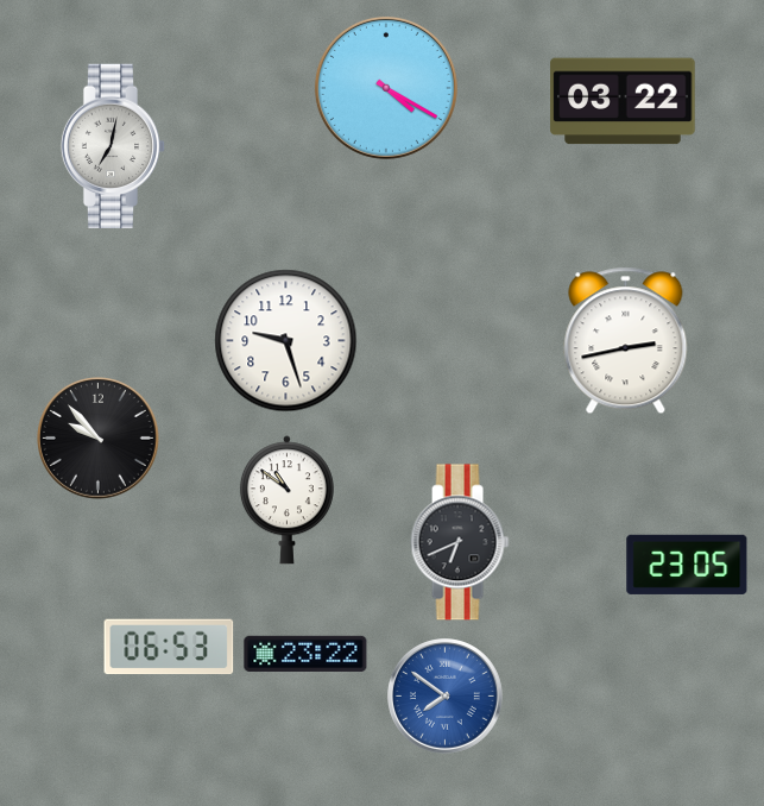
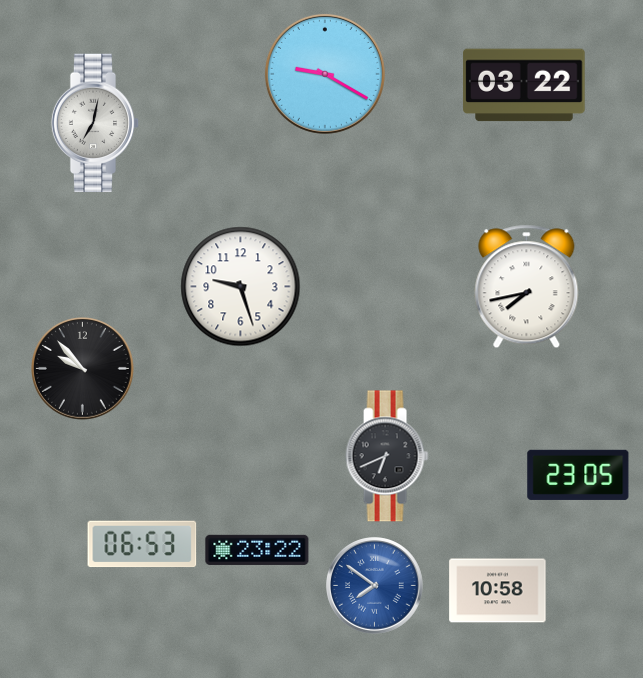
clock at (386, 88): 4:20 -> 9:20
clock at (626, 341): 2:43 -> 7:43
clock at (286, 500): 10:51 -> none
clock at (498, 591): none -> 10:58
